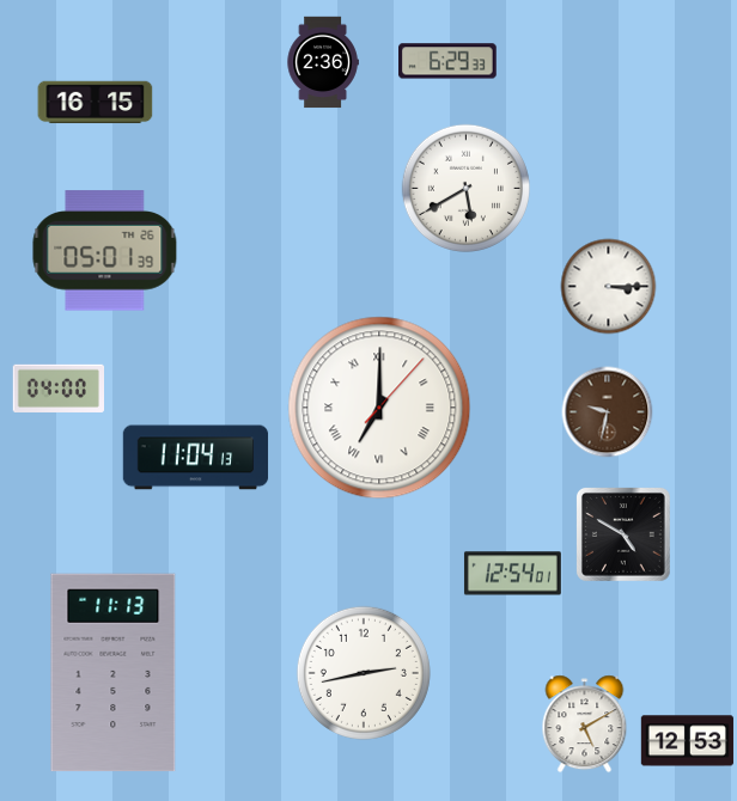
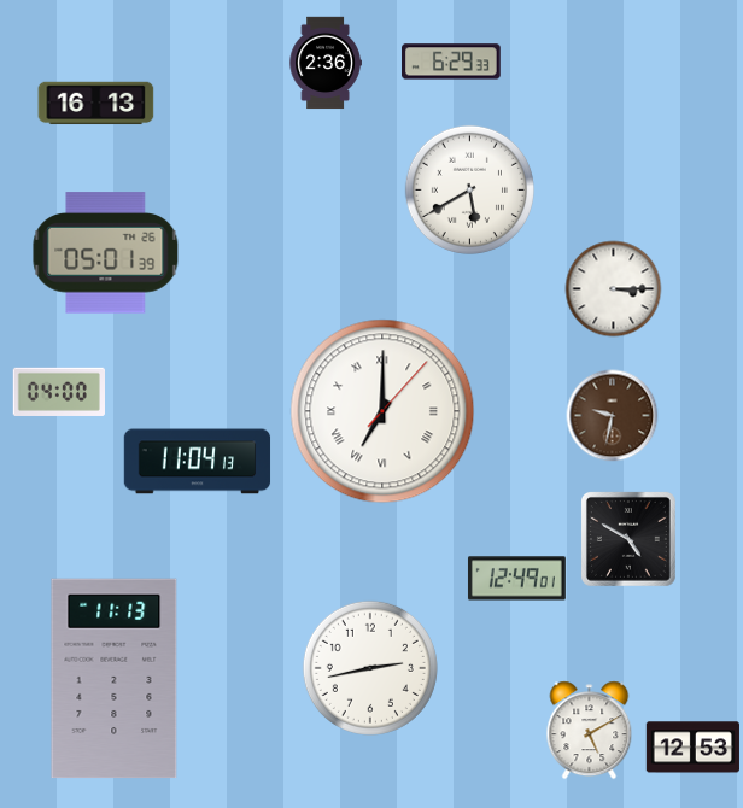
clock at (96, 103): 16:15 -> 16:13
clock at (512, 574): 12:54 -> 12:49
clock at (364, 673) position: (364, 673) -> (370, 668)
